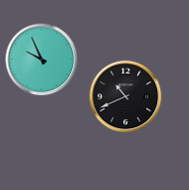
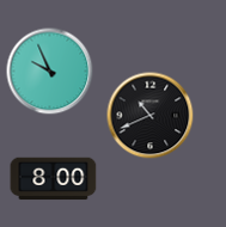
clock at (54, 179): none -> 8:00
